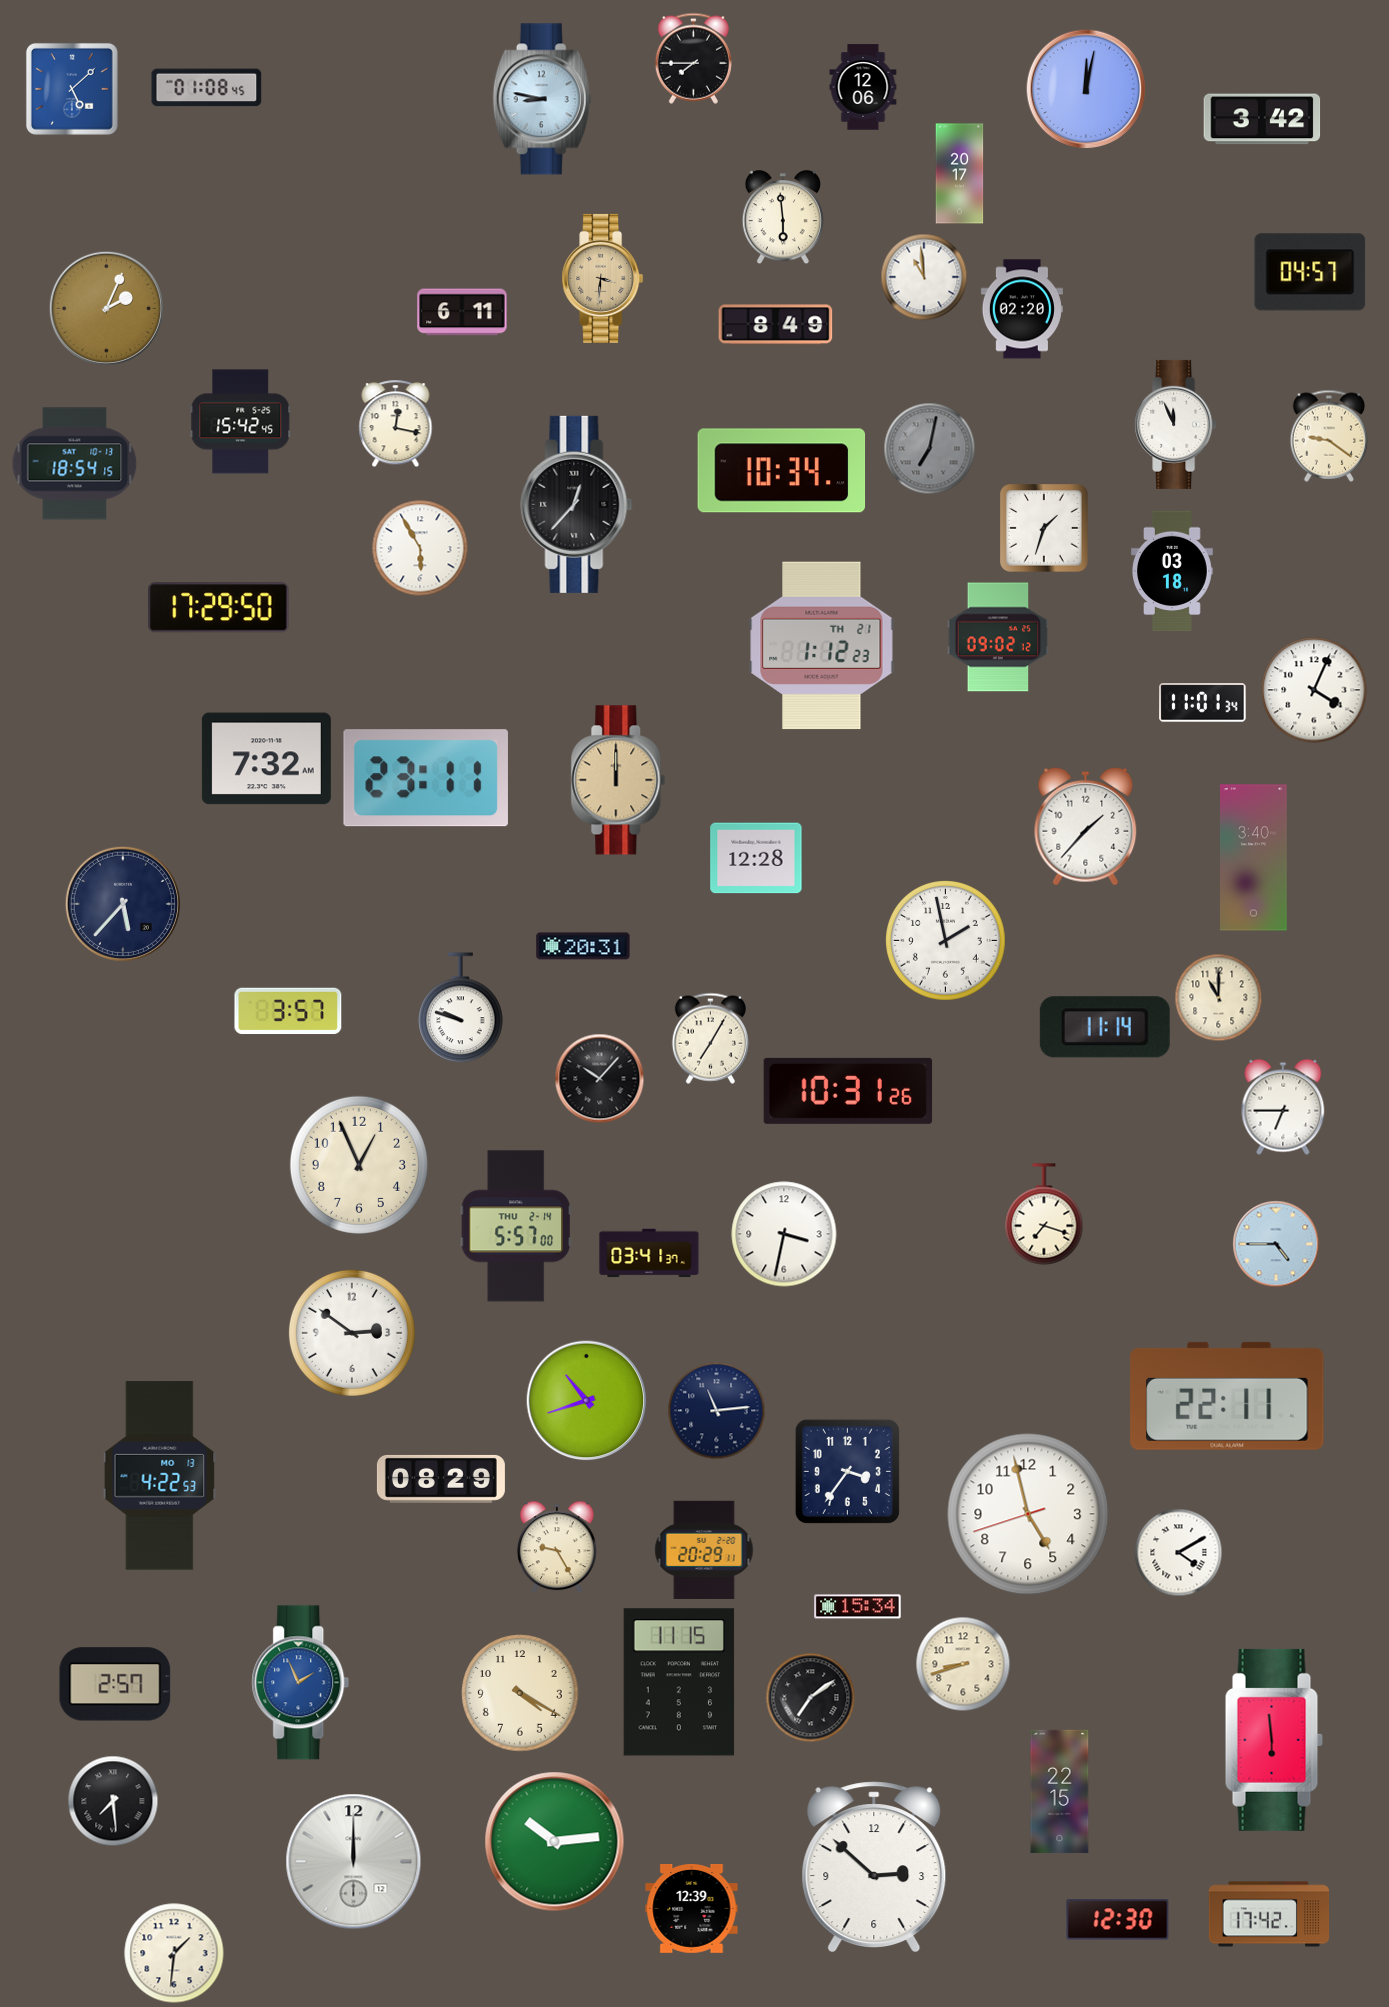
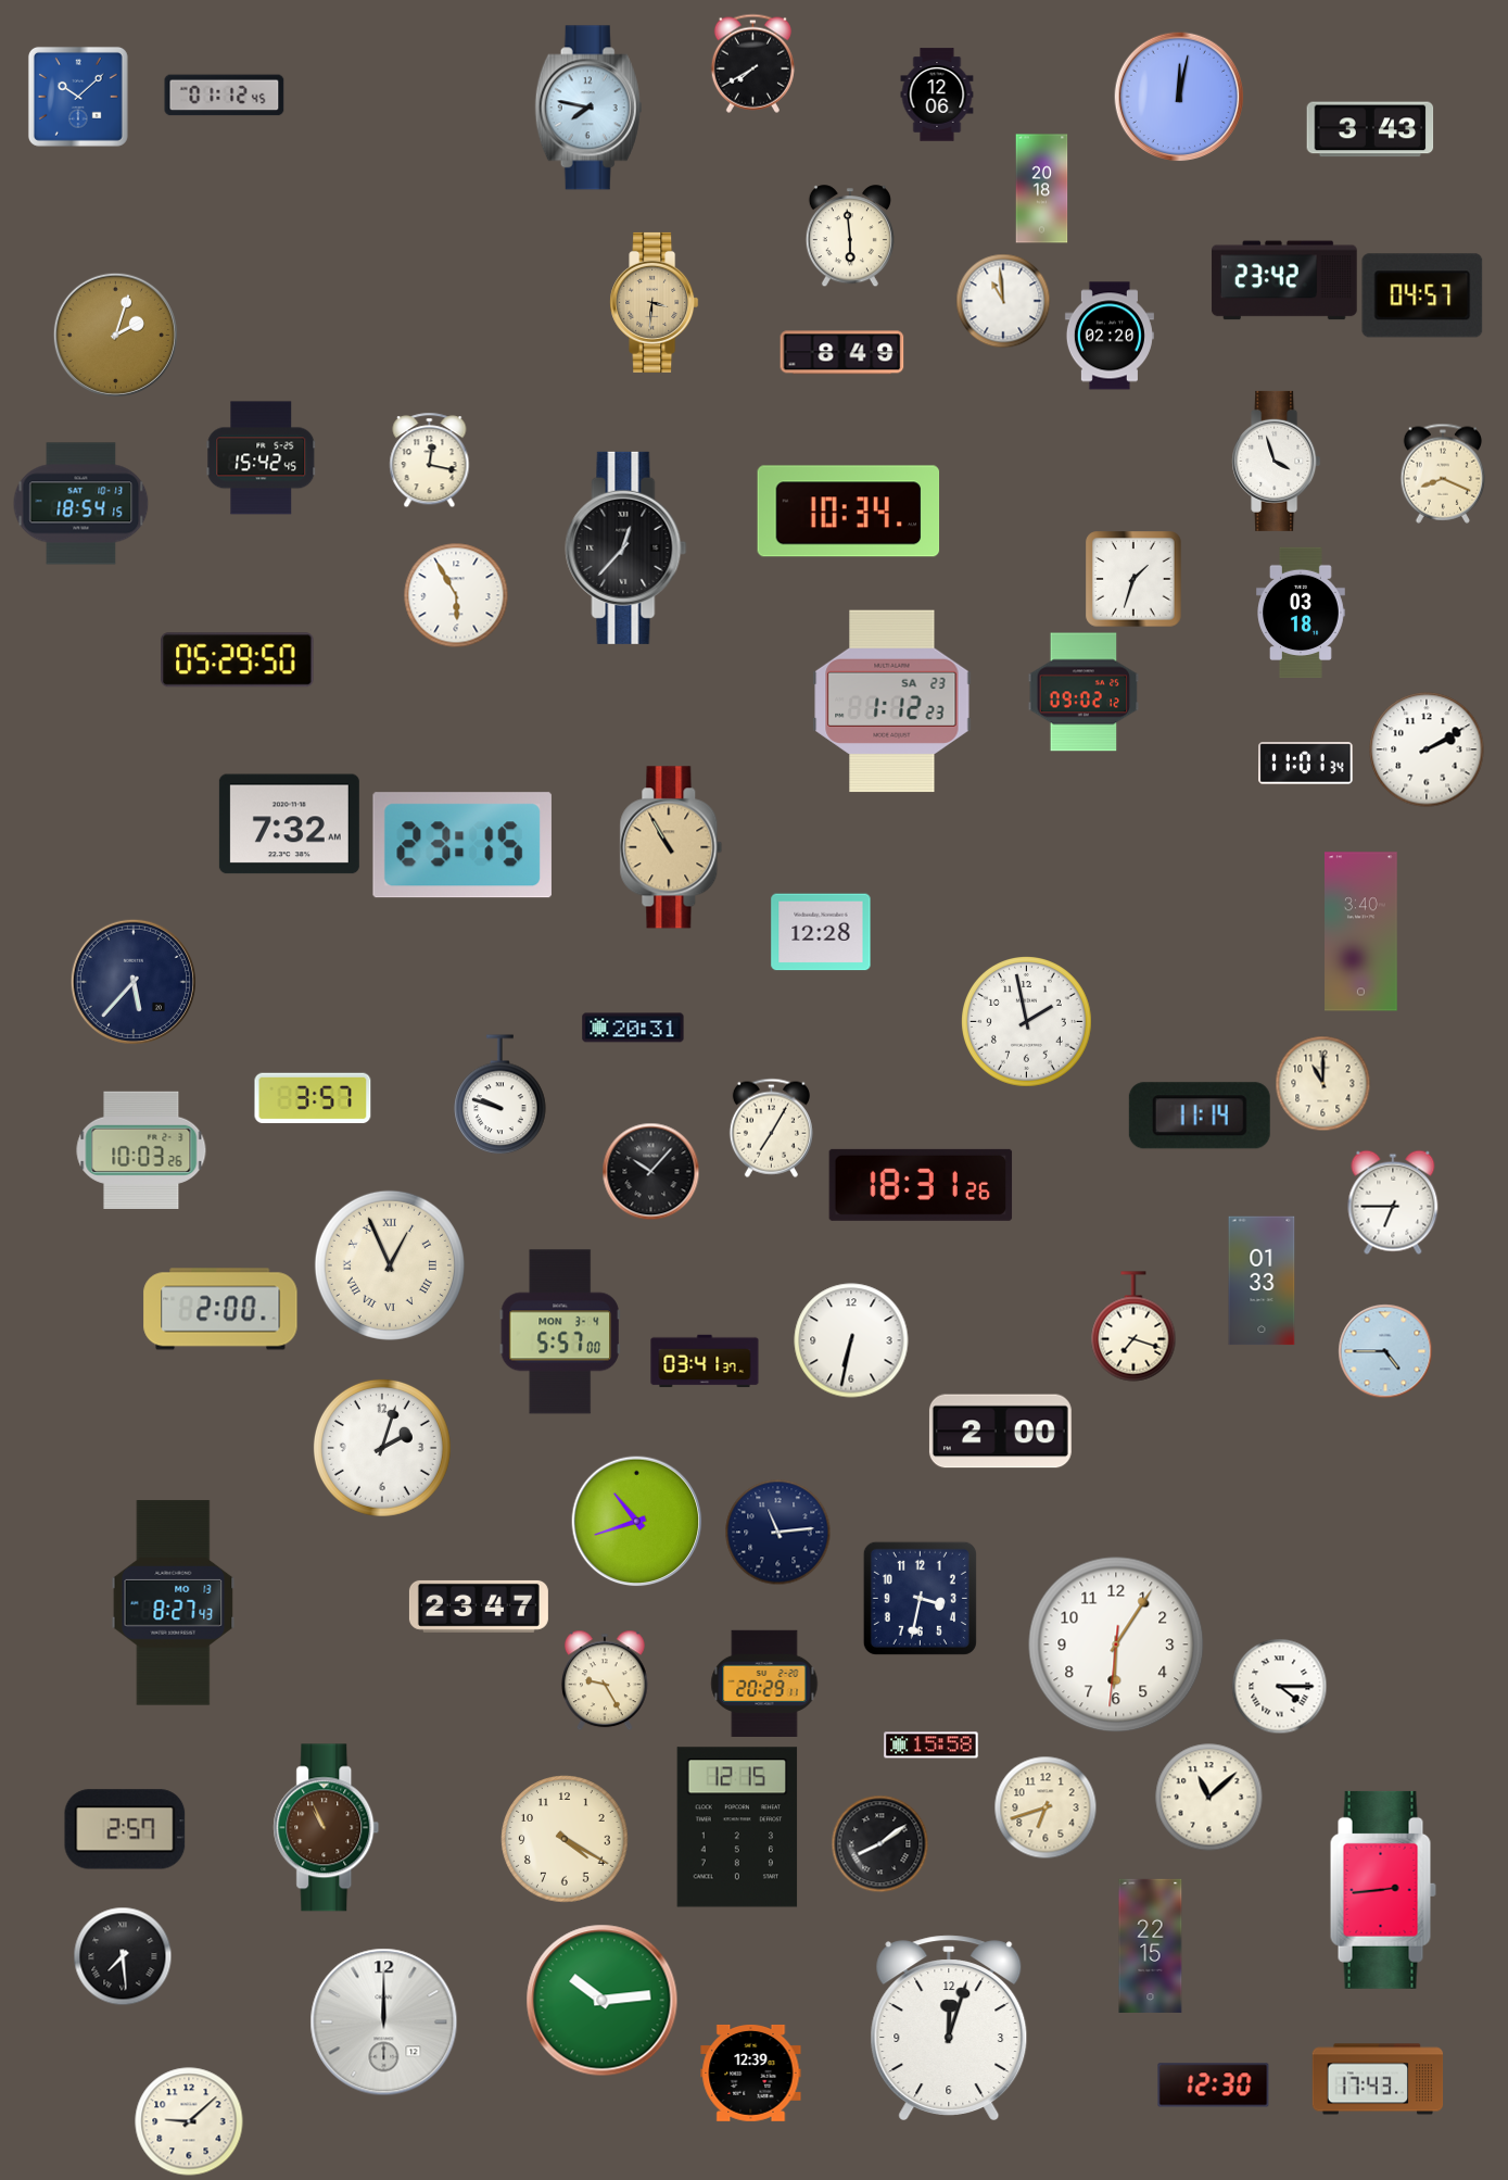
clock at (693, 58): 7:45 -> 7:40
clock at (207, 88): 01:08 -> 01:12
clock at (72, 89): 5:08 -> 10:08
clock at (542, 99): 8:47 -> 7:47
clock at (1262, 119): 3:42 -> 3:43
clock at (960, 174): 20:17 -> 20:18
clock at (1285, 280): none -> 23:42
clock at (106, 308): 2:04 -> 2:03
clock at (462, 312): 6:11 -> none
clock at (1176, 424): 11:56 -> 3:57
clock at (1329, 436): 9:21 -> 8:19
clock at (929, 448): 7:02 -> none
clock at (1044, 528) position: (1044, 528) -> (1133, 579)
clock at (1173, 571) position: (1173, 571) -> (1302, 613)
clock at (219, 608): 17:29 -> 05:29
clock at (822, 646) date: TH 21 -> SA 23
clock at (1314, 690): 4:04 -> 2:10
clock at (426, 778): 23:11 -> 23:15
clock at (618, 780): 12:00 -> 10:55
clock at (1086, 826): 1:37 -> none
clock at (141, 1150): none -> 10:03
clock at (848, 1091): 10:31 -> 18:31
clock at (359, 1165) numerals: Arabic -> Roman
clock at (1262, 1281): none -> 01:33
clock at (220, 1309): none -> 2:00
clock at (1044, 1214) position: (1044, 1214) -> (1133, 1326)
clock at (516, 1226) date: THU 2-14 -> MON 3-4
clock at (784, 1234): 3:32 -> 6:32
clock at (1000, 1432): none -> 2:00
clock at (352, 1333): 2:51 -> 2:03
clock at (1227, 1396): 22:11 -> none
clock at (847, 1471): 3:36 -> 3:32
clock at (160, 1476): 4:22 -> 8:27
clock at (441, 1479): 08:29 -> 23:47
clock at (1028, 1514): 4:57 -> 6:05
clock at (1178, 1552): 4:10 -> 4:15
clock at (858, 1607): 15:34 -> 15:58
clock at (1209, 1798): none -> 11:08
clock at (963, 1664): 8:42 -> 6:42
clock at (679, 1682): 11:15 -> 12:15
clock at (301, 1683): 1:56 -> 10:56
clock at (301, 1683) dial: blue -> brown
clock at (810, 1697): 7:09 -> 8:09
clock at (1274, 1740): 5:59 -> 2:44
clock at (874, 1866): 2:52 -> 12:03
clock at (1269, 1914): 17:42 -> 17:43
clock at (174, 1953): 1:31 -> 9:08
